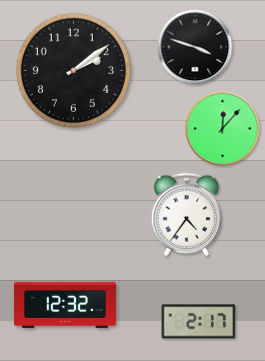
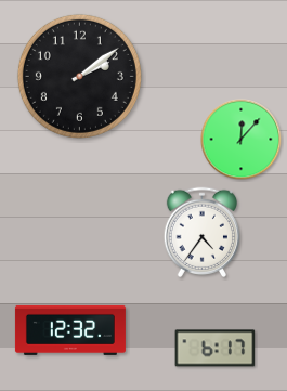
clock at (195, 47): 3:48 -> none
clock at (199, 322): 2:17 -> 6:17
